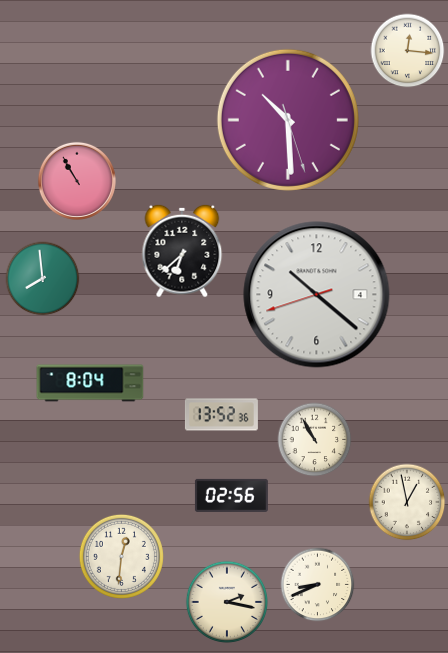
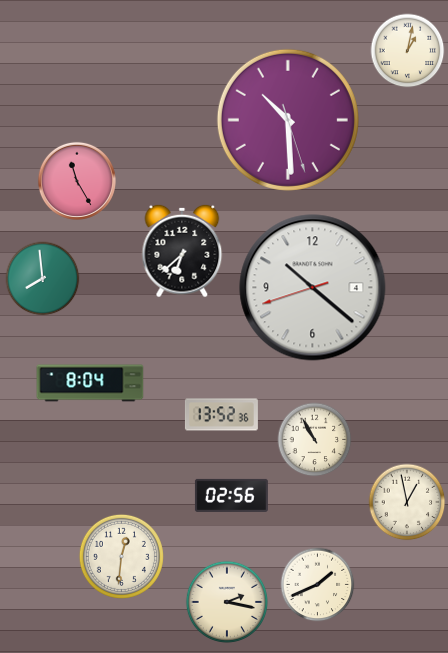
clock at (408, 51): 12:16 -> 1:02
clock at (77, 181): 10:55 -> 11:25
clock at (317, 295) position: (317, 295) -> (313, 288)
clock at (318, 585): 8:41 -> 1:41
